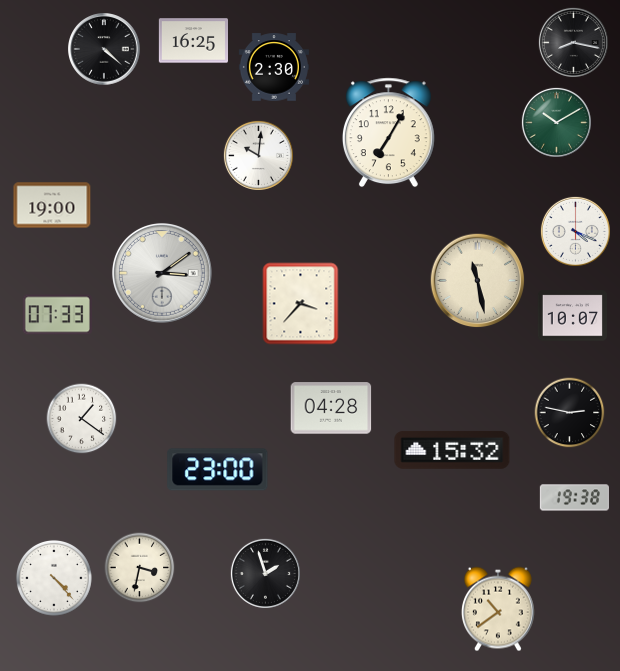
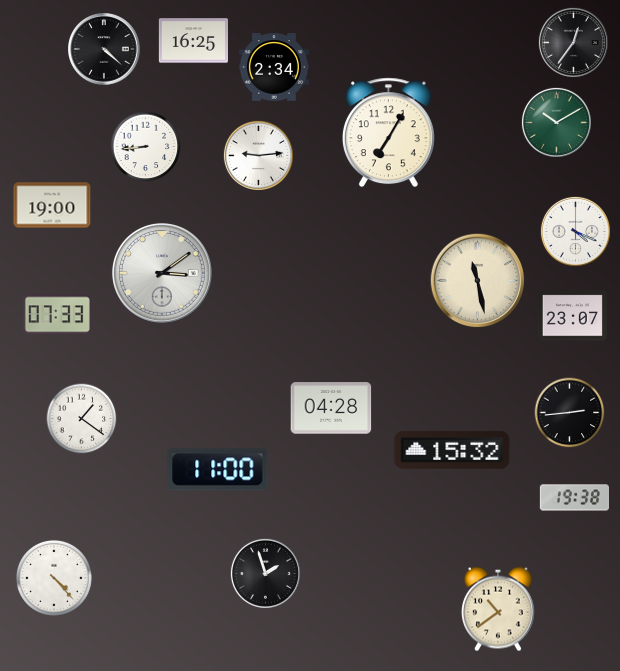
clock at (573, 42): 8:17 -> 12:36
clock at (274, 67): 2:30 -> 2:34
clock at (146, 147): none -> 8:44
clock at (258, 155): 10:01 -> 9:14
clock at (301, 304): 3:37 -> none
clock at (572, 316): 10:07 -> 23:07
clock at (570, 413): 2:47 -> 2:44
clock at (218, 470): 23:00 -> 11:00
clock at (140, 568): 3:32 -> none
